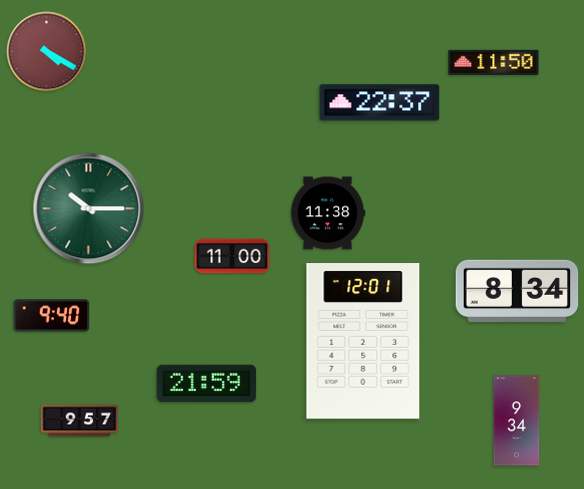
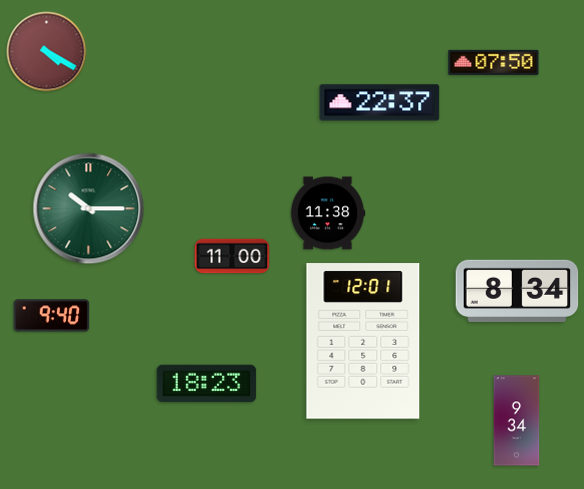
clock at (494, 62): 11:50 -> 07:50
clock at (207, 384): 21:59 -> 18:23
clock at (80, 421): 9:57 -> none
